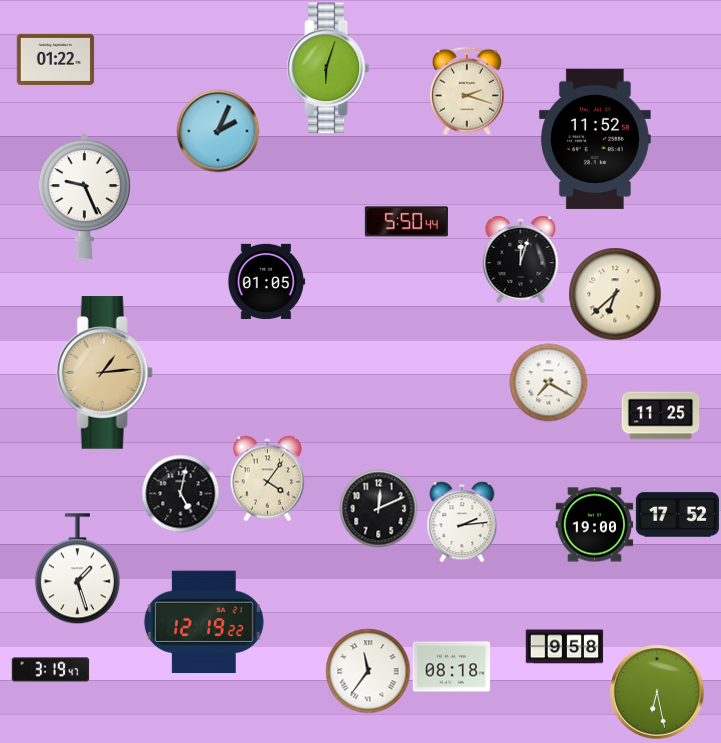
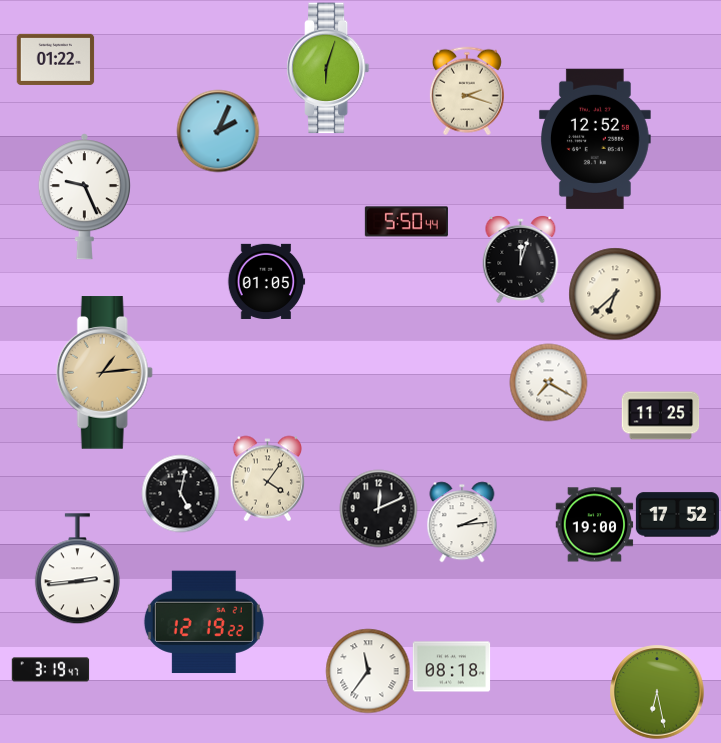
clock at (595, 139): 11:52 -> 12:52
clock at (77, 569): 1:27 -> 2:44
clock at (564, 647): 9:58 -> none
